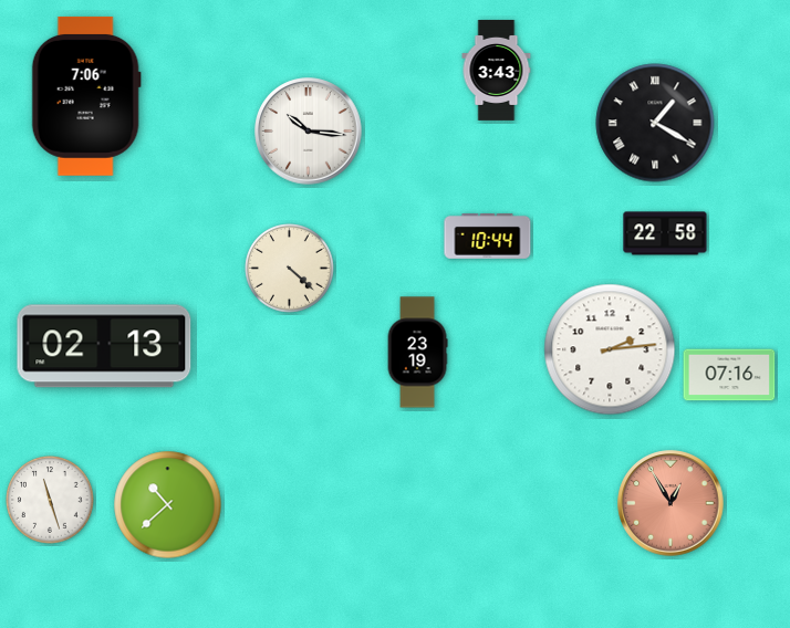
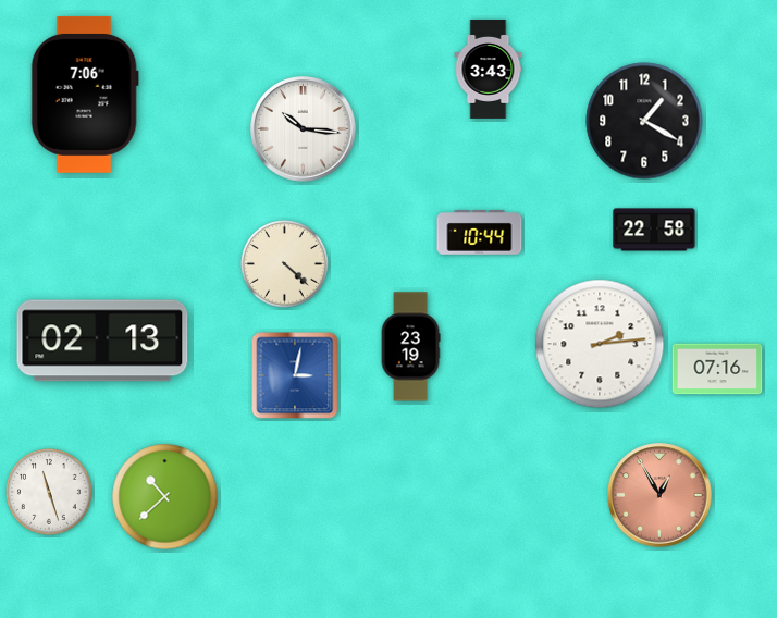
clock at (655, 123) numerals: Roman -> Arabic
clock at (295, 375): none -> 3:02
